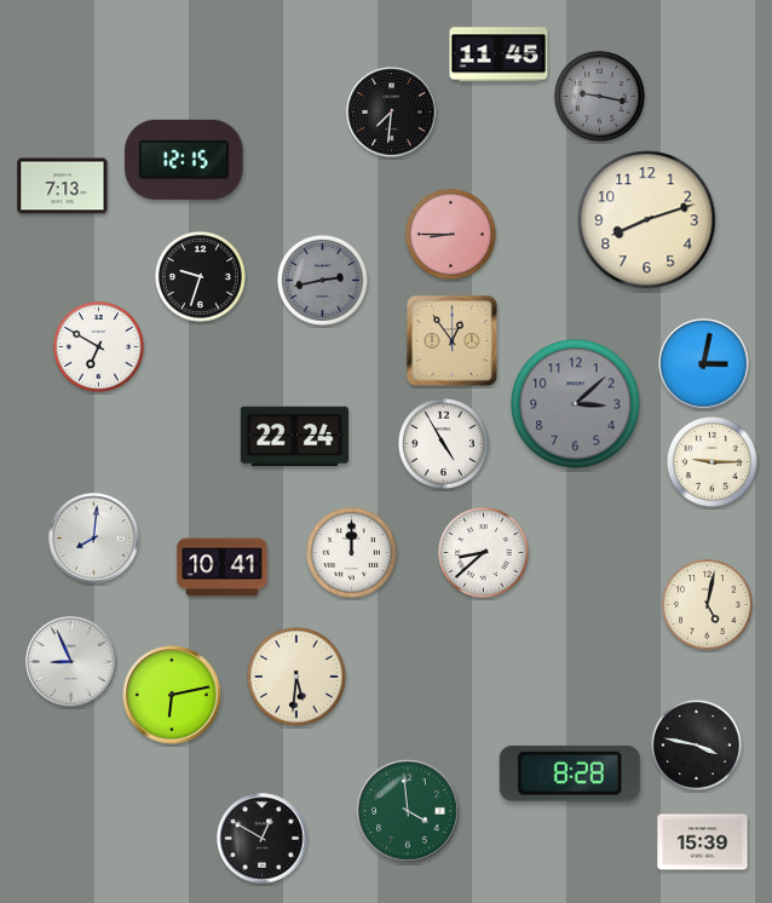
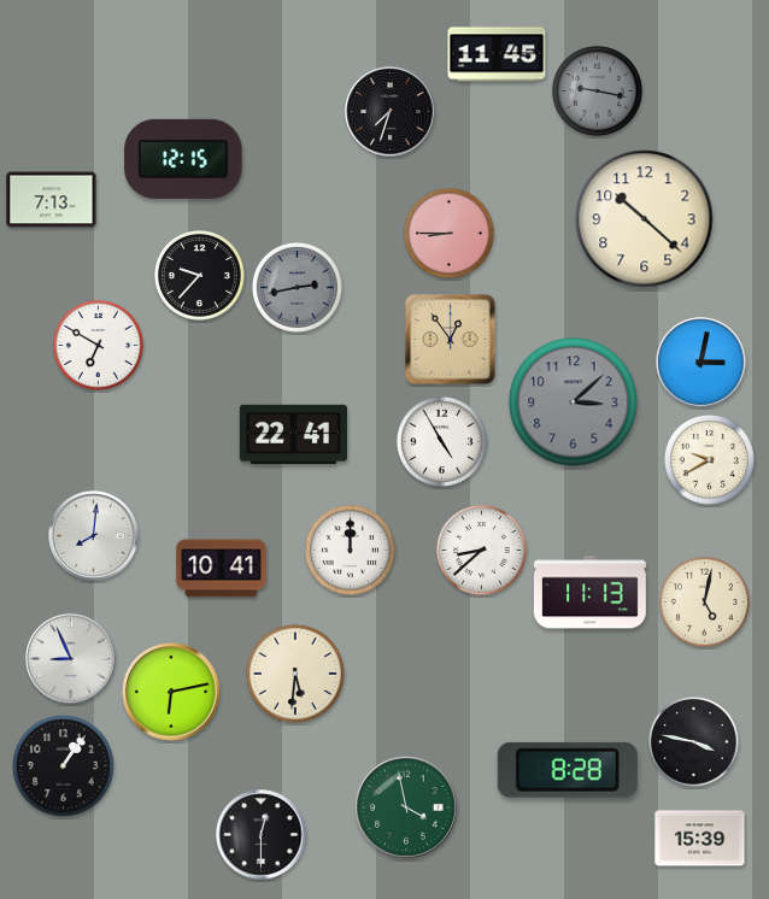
clock at (599, 96) position: (599, 96) -> (597, 90)
clock at (392, 113): 7:31 -> 7:33
clock at (63, 186) position: (63, 186) -> (52, 200)
clock at (647, 220): 8:12 -> 10:22
clock at (200, 276): 9:33 -> 9:37
clock at (322, 280) position: (322, 280) -> (297, 287)
clock at (294, 436): 22:24 -> 22:41
clock at (711, 461): 9:15 -> 9:40
clock at (223, 568) position: (223, 568) -> (222, 569)
clock at (589, 593): none -> 11:13
clock at (64, 766): none -> 1:06
clock at (408, 811): 3:59 -> 3:58
clock at (263, 839): 12:50 -> 12:30
